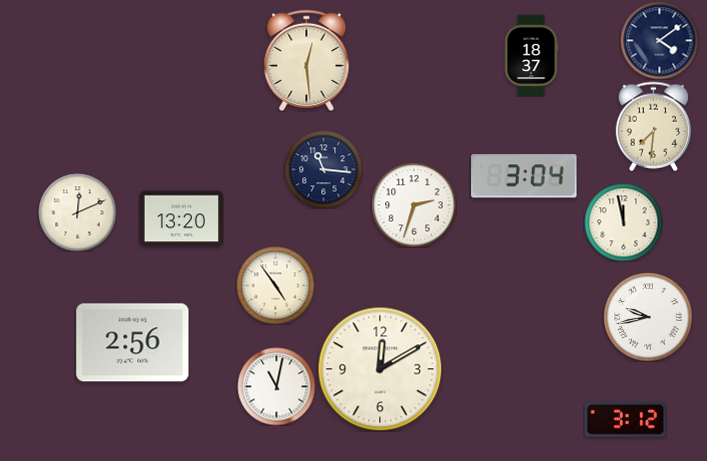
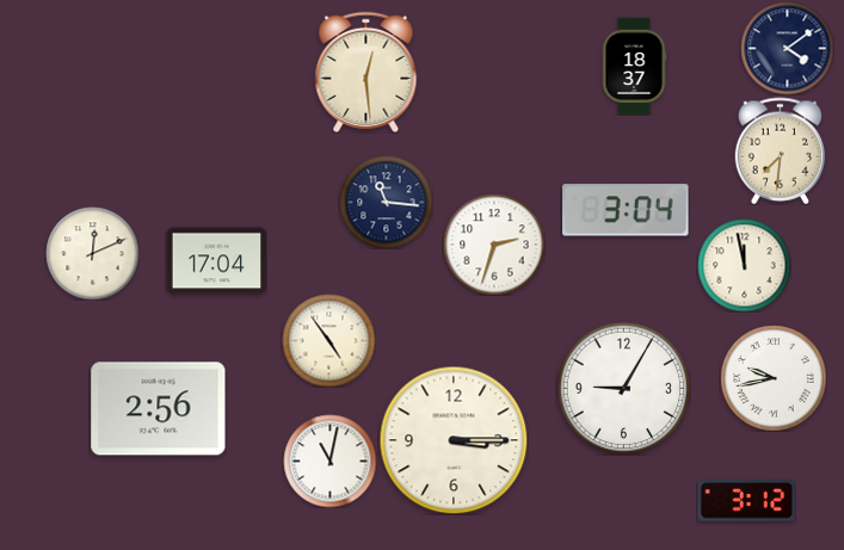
clock at (181, 219): 13:20 -> 17:04
clock at (623, 388): none -> 9:05
clock at (380, 369): 12:10 -> 3:15
